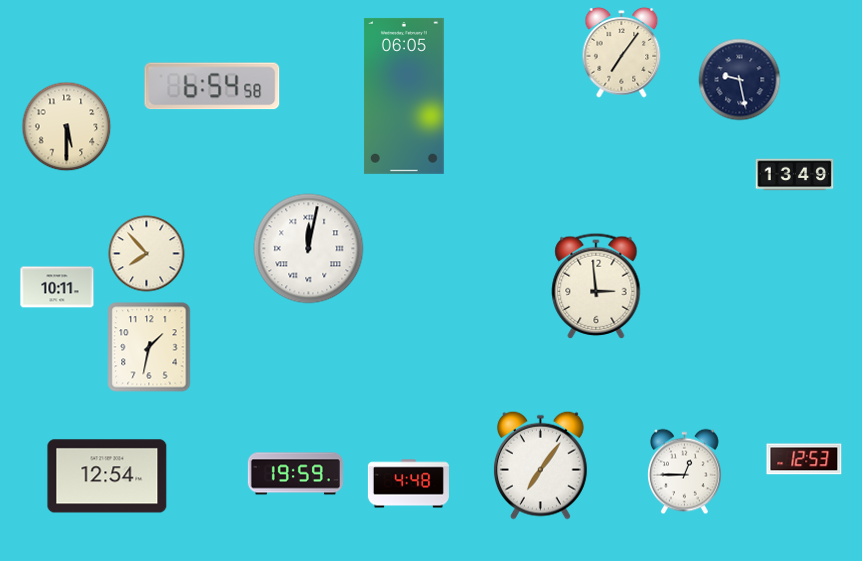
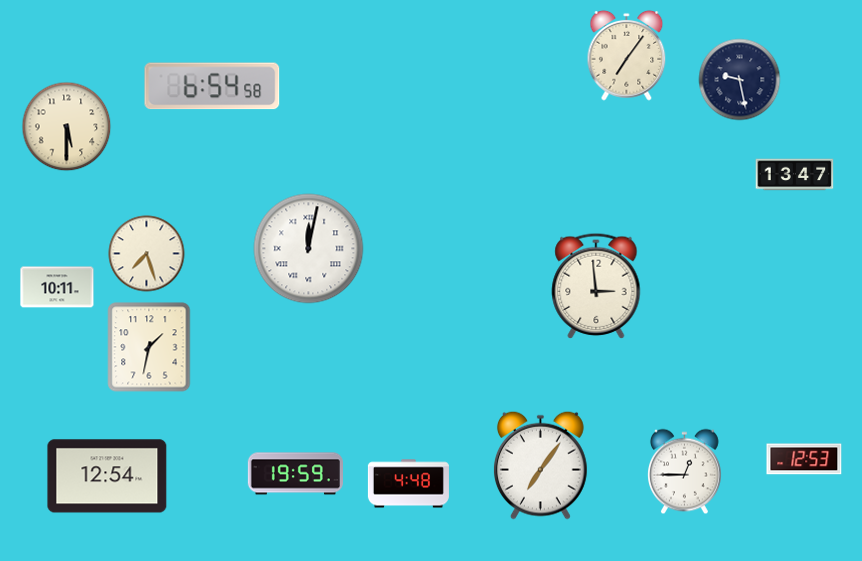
clock at (622, 52) position: (622, 52) -> (627, 55)
clock at (404, 96): 06:05 -> none
clock at (795, 175): 13:49 -> 13:47
clock at (147, 254): 7:53 -> 7:27
